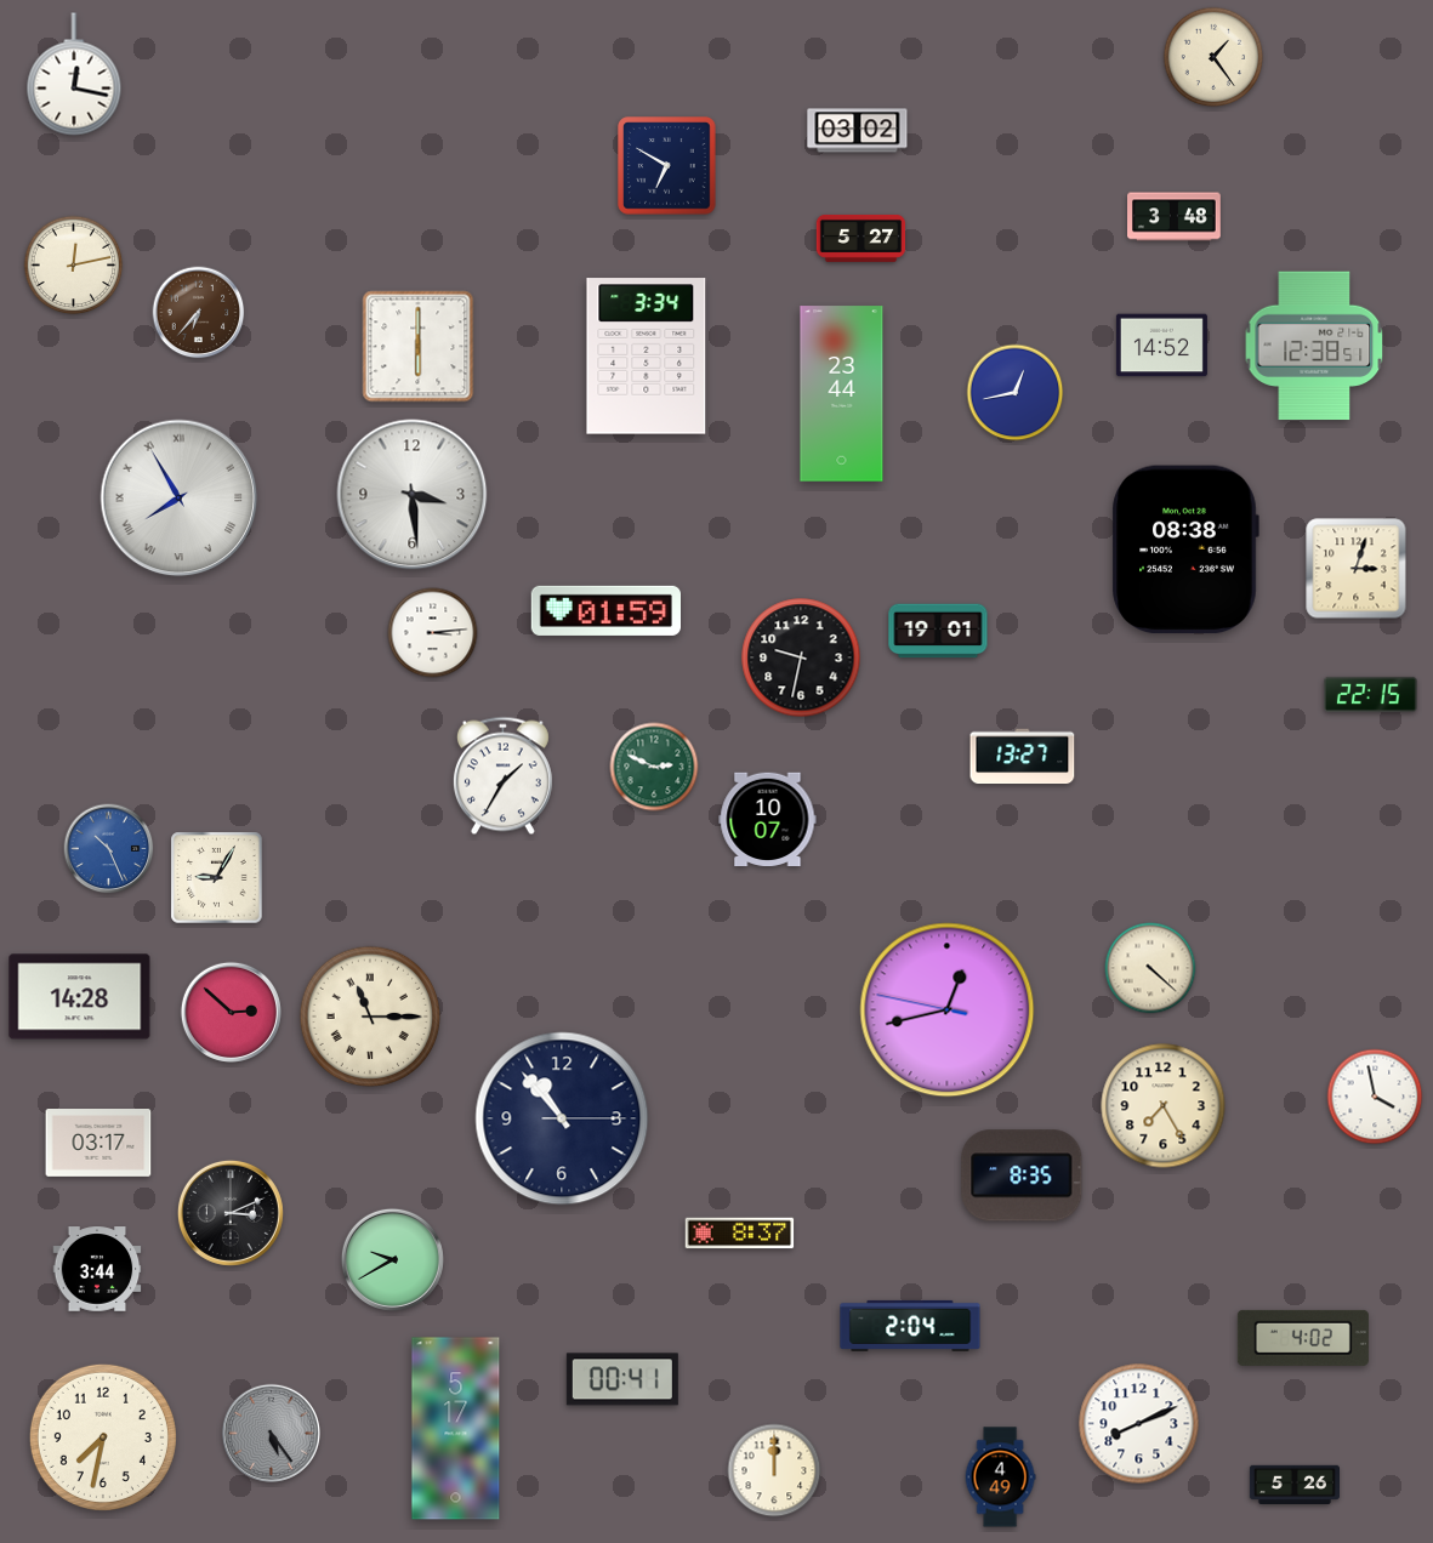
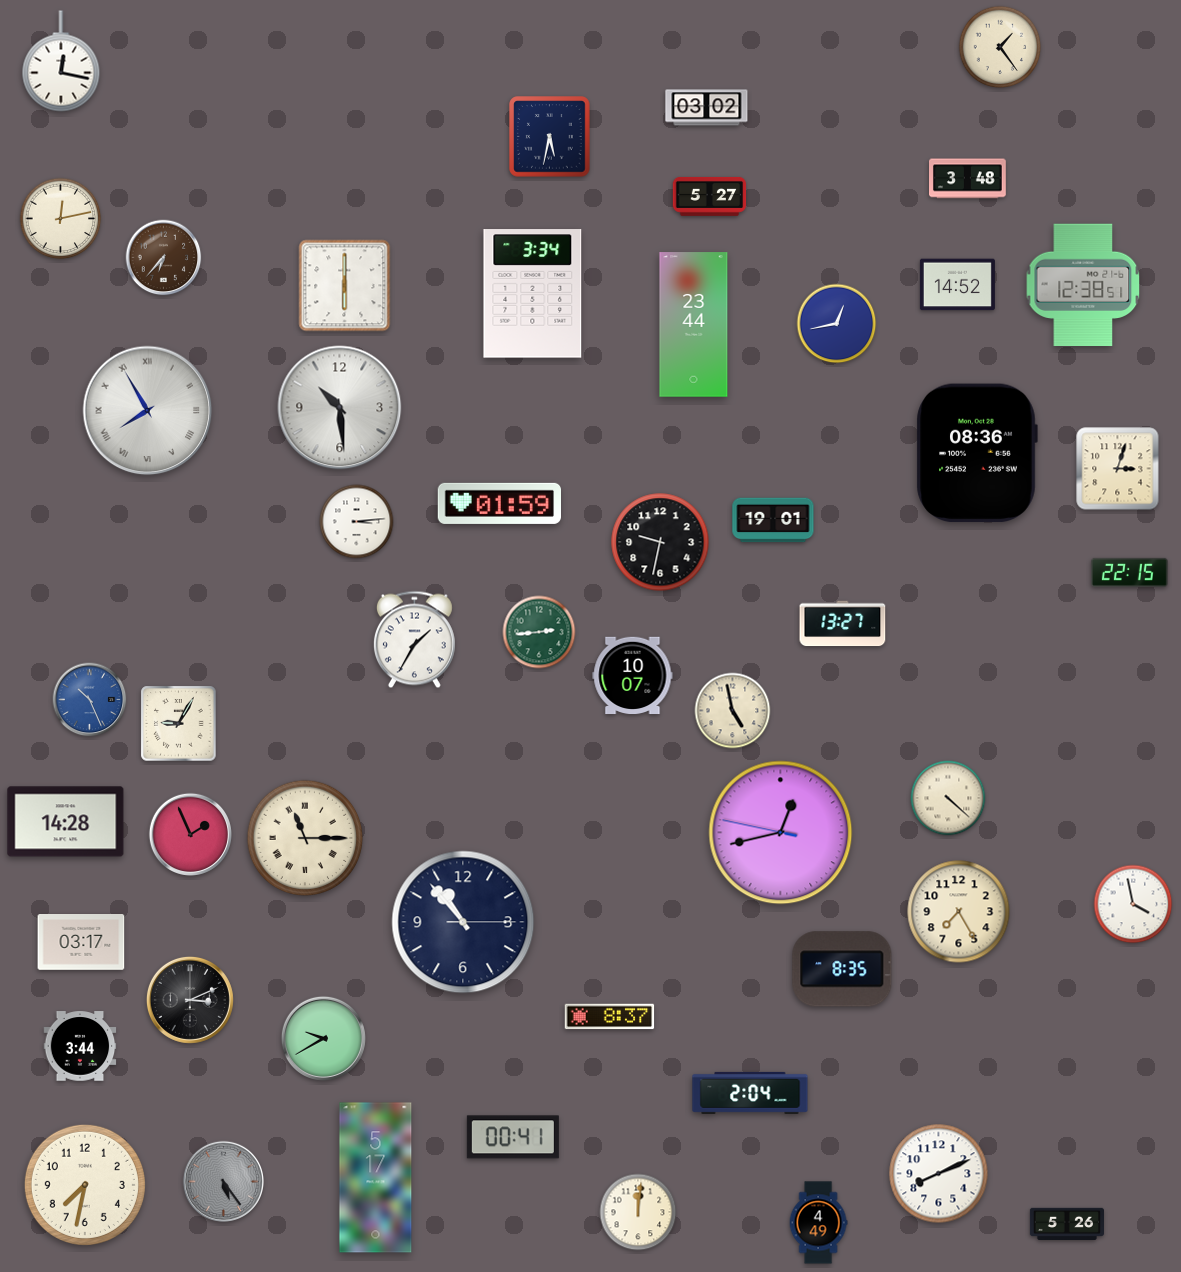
clock at (667, 166): 6:50 -> 5:32
clock at (413, 495): 3:29 -> 10:29
clock at (1185, 550): 08:38 -> 08:36
clock at (654, 767): 2:49 -> 2:44
clock at (733, 711): none -> 4:58
clock at (231, 1012): 2:52 -> 1:56
clock at (1303, 1338): 4:02 -> none
clock at (774, 1470): 12:00 -> 12:01
clock at (1000, 1477) position: (1000, 1477) -> (818, 1223)
